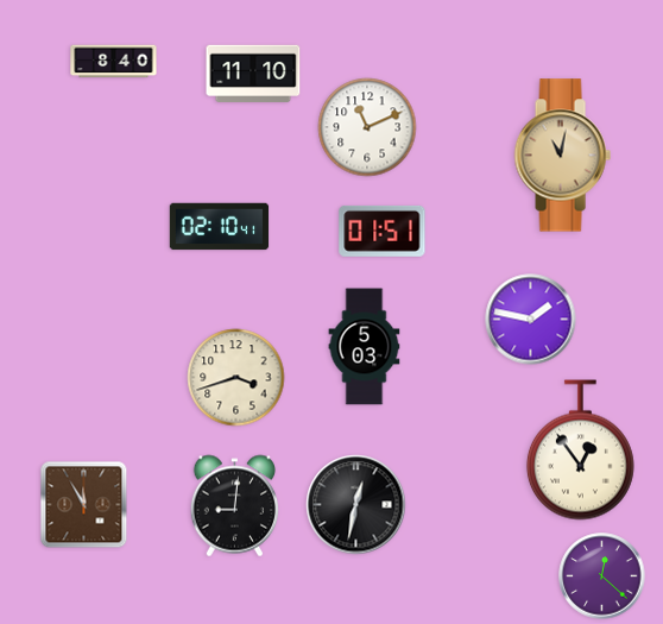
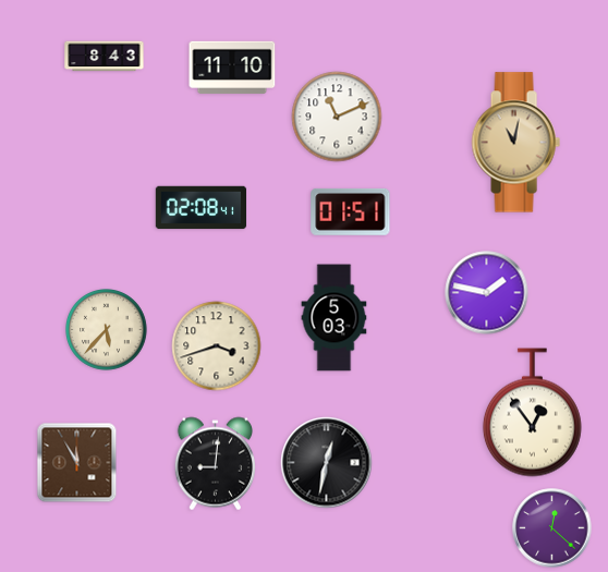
clock at (114, 62): 8:40 -> 8:43
clock at (220, 227): 02:10 -> 02:08
clock at (107, 330): none -> 5:37
